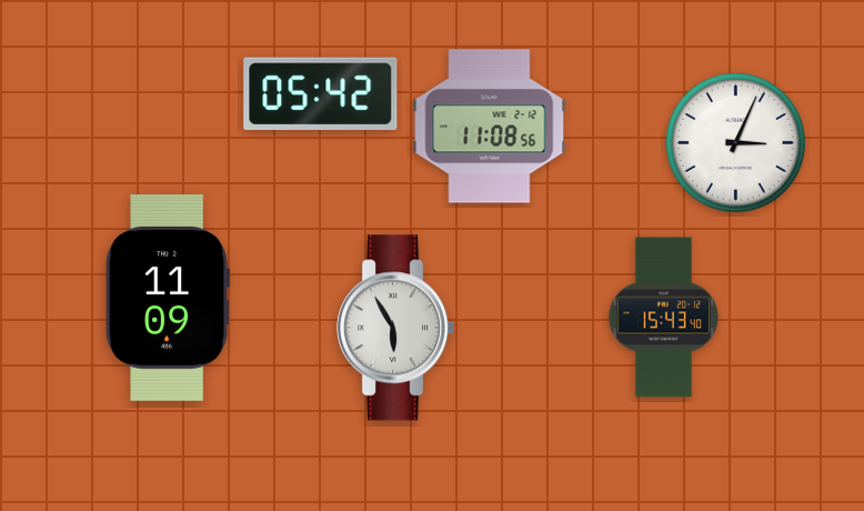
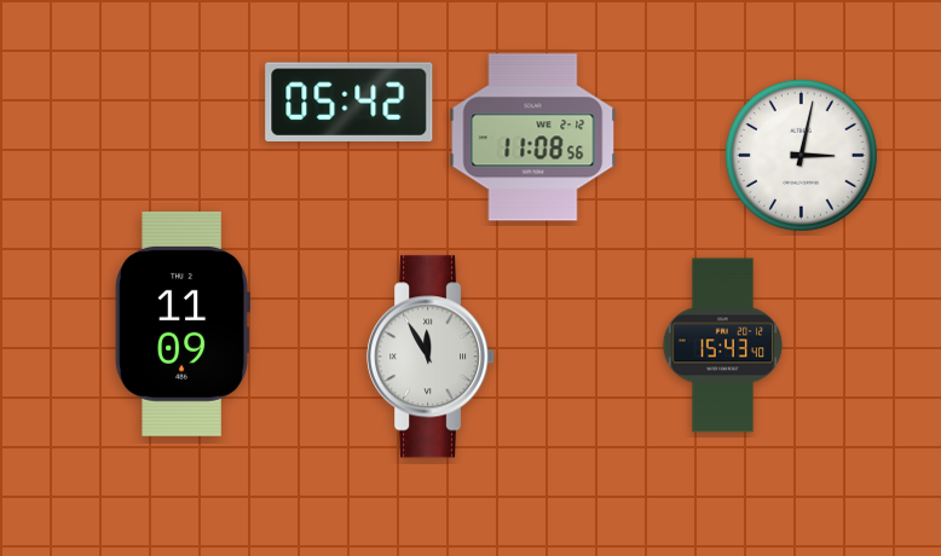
clock at (735, 142): 3:04 -> 3:02
clock at (396, 328): 5:55 -> 11:55
